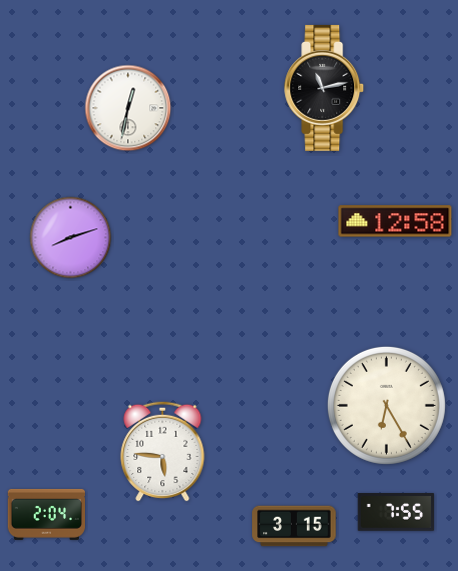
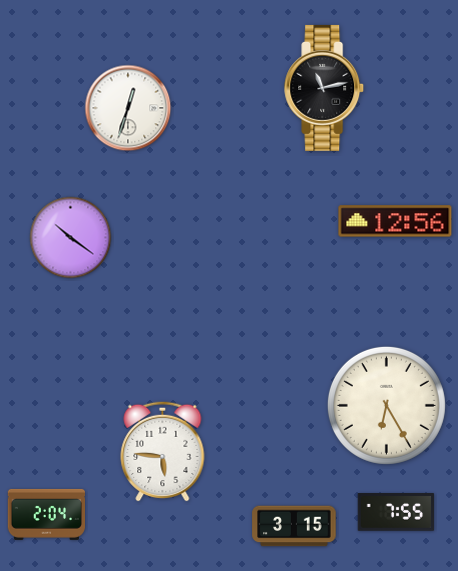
clock at (128, 108): 12:32 -> 12:33
clock at (395, 221): 12:58 -> 12:56
clock at (71, 238): 8:12 -> 10:21
